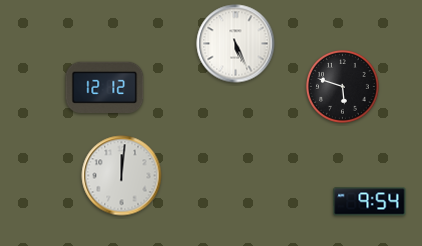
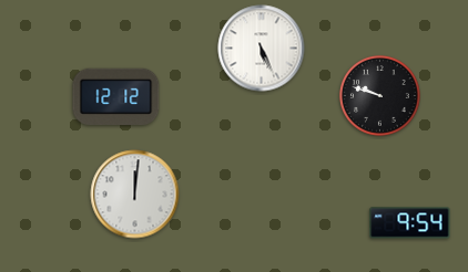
clock at (342, 86): 5:48 -> 9:48
